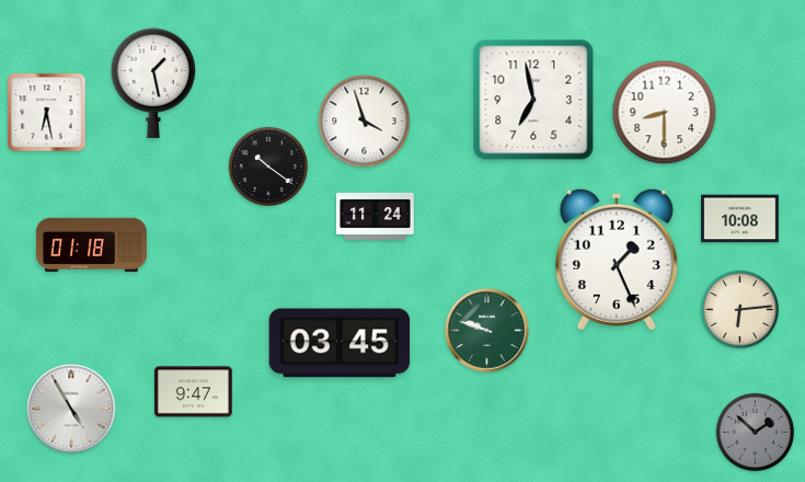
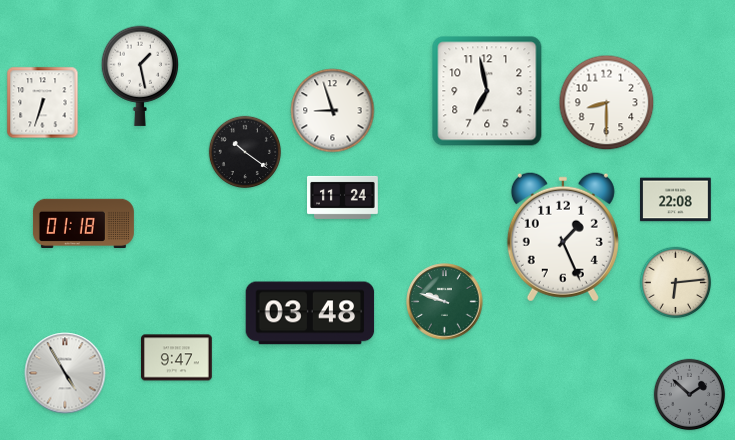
clock at (47, 113): 6:28 -> 6:33
clock at (365, 122): 3:57 -> 8:57
clock at (740, 219): 10:08 -> 22:08
clock at (340, 343): 03:45 -> 03:48
